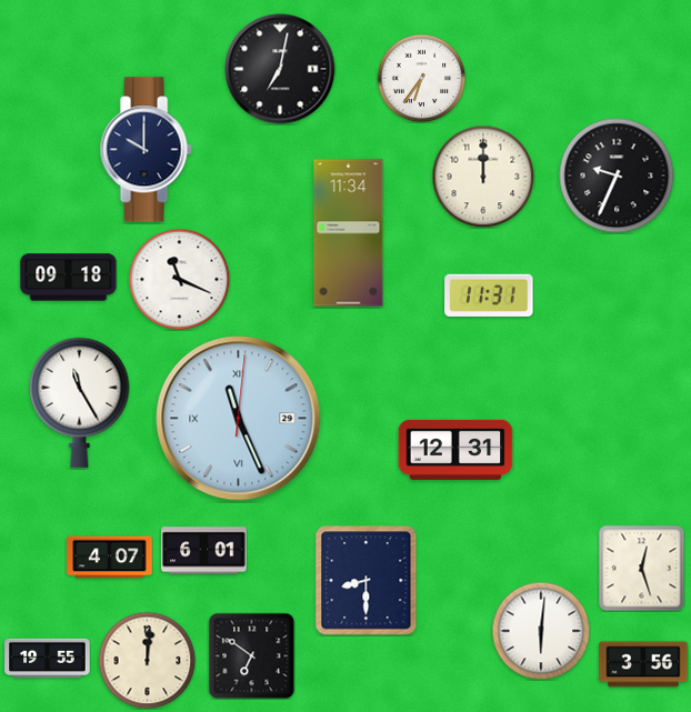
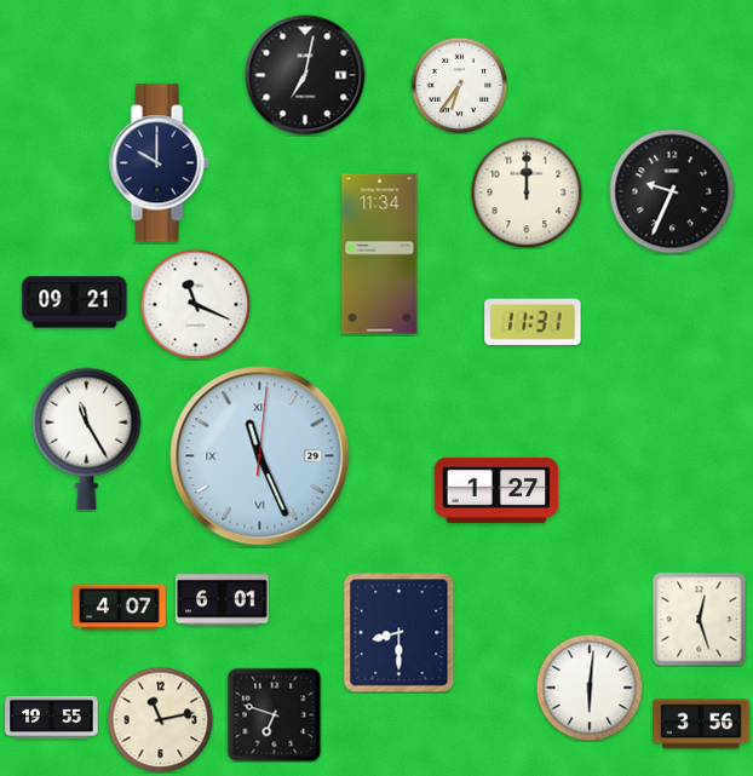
clock at (69, 278): 09:18 -> 09:21
clock at (455, 450): 12:31 -> 1:27
clock at (251, 655): 6:51 -> 6:48
clock at (147, 660): 12:01 -> 11:13
